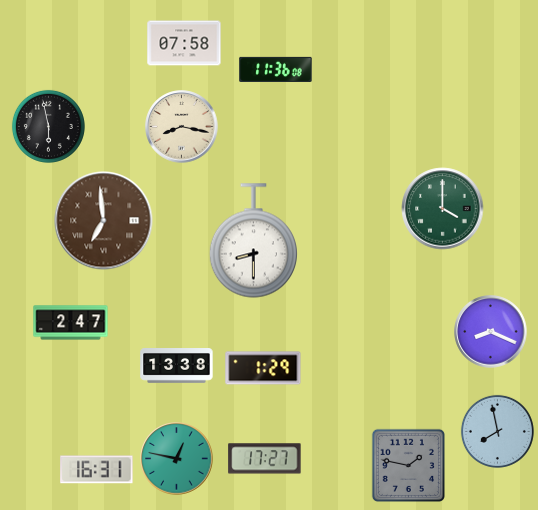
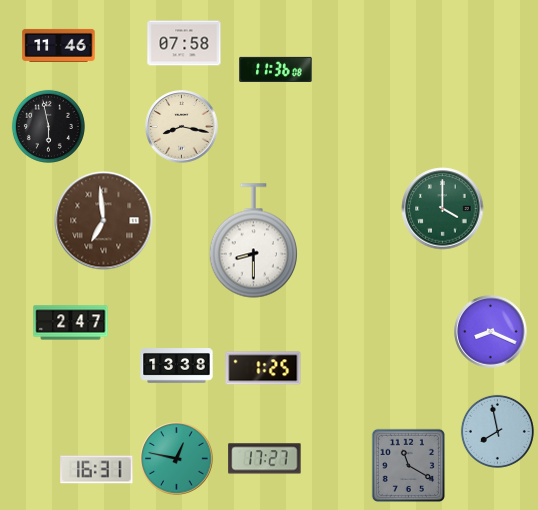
clock at (59, 45): none -> 11:46
clock at (263, 368): 1:29 -> 1:25
clock at (408, 465): 1:47 -> 11:20
